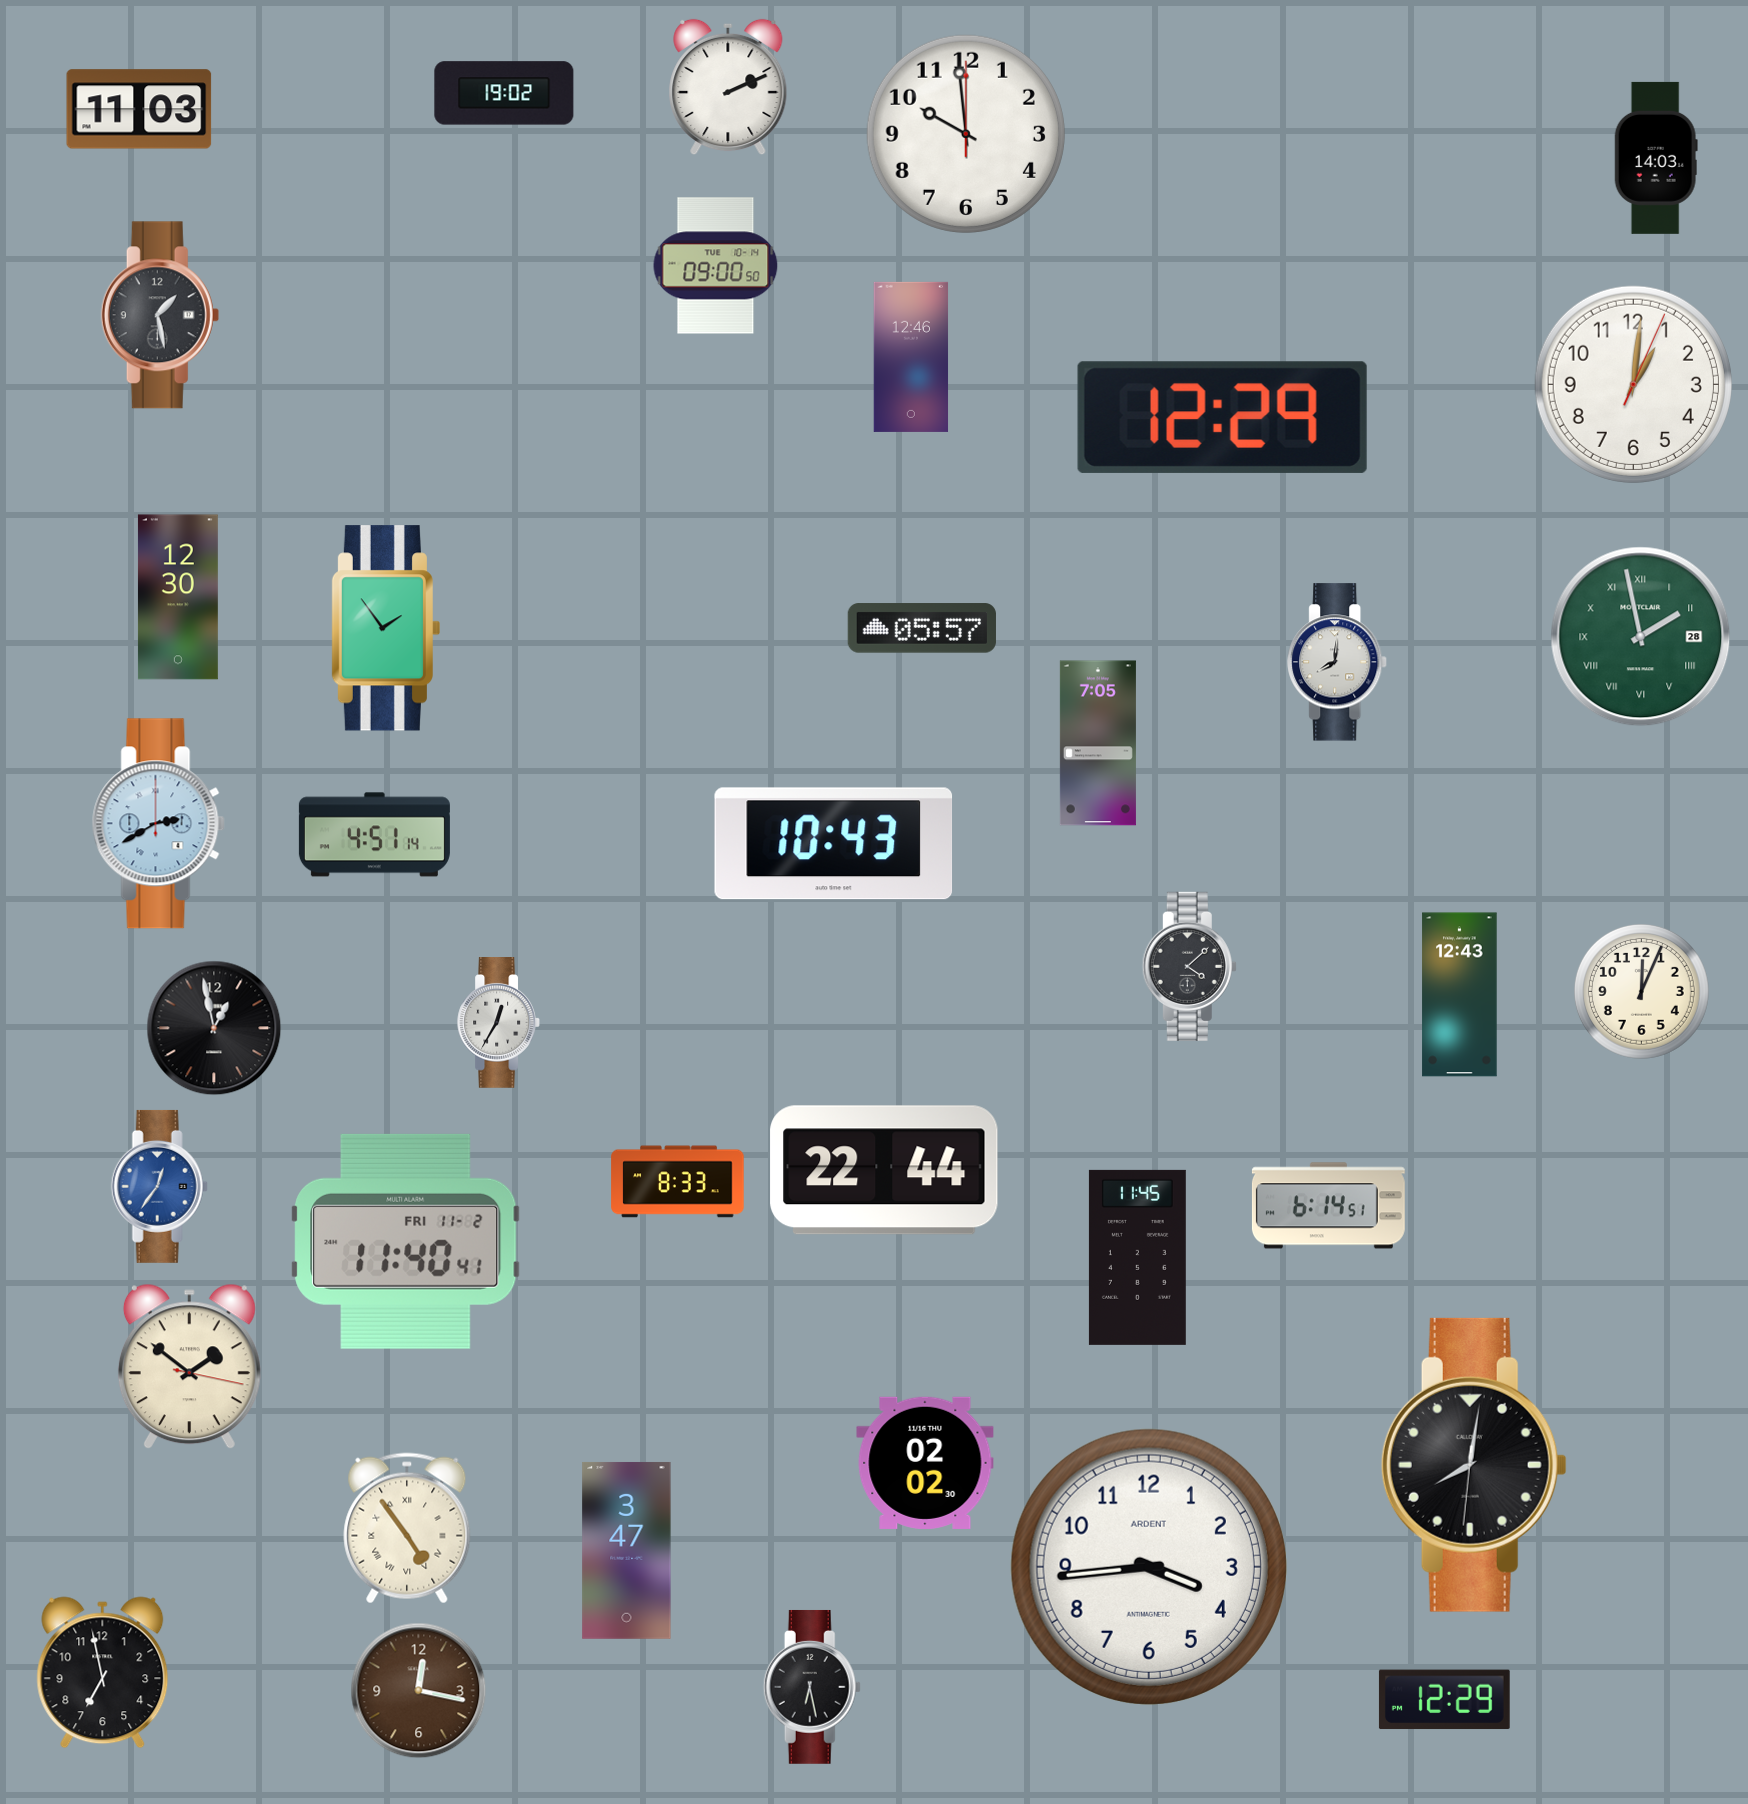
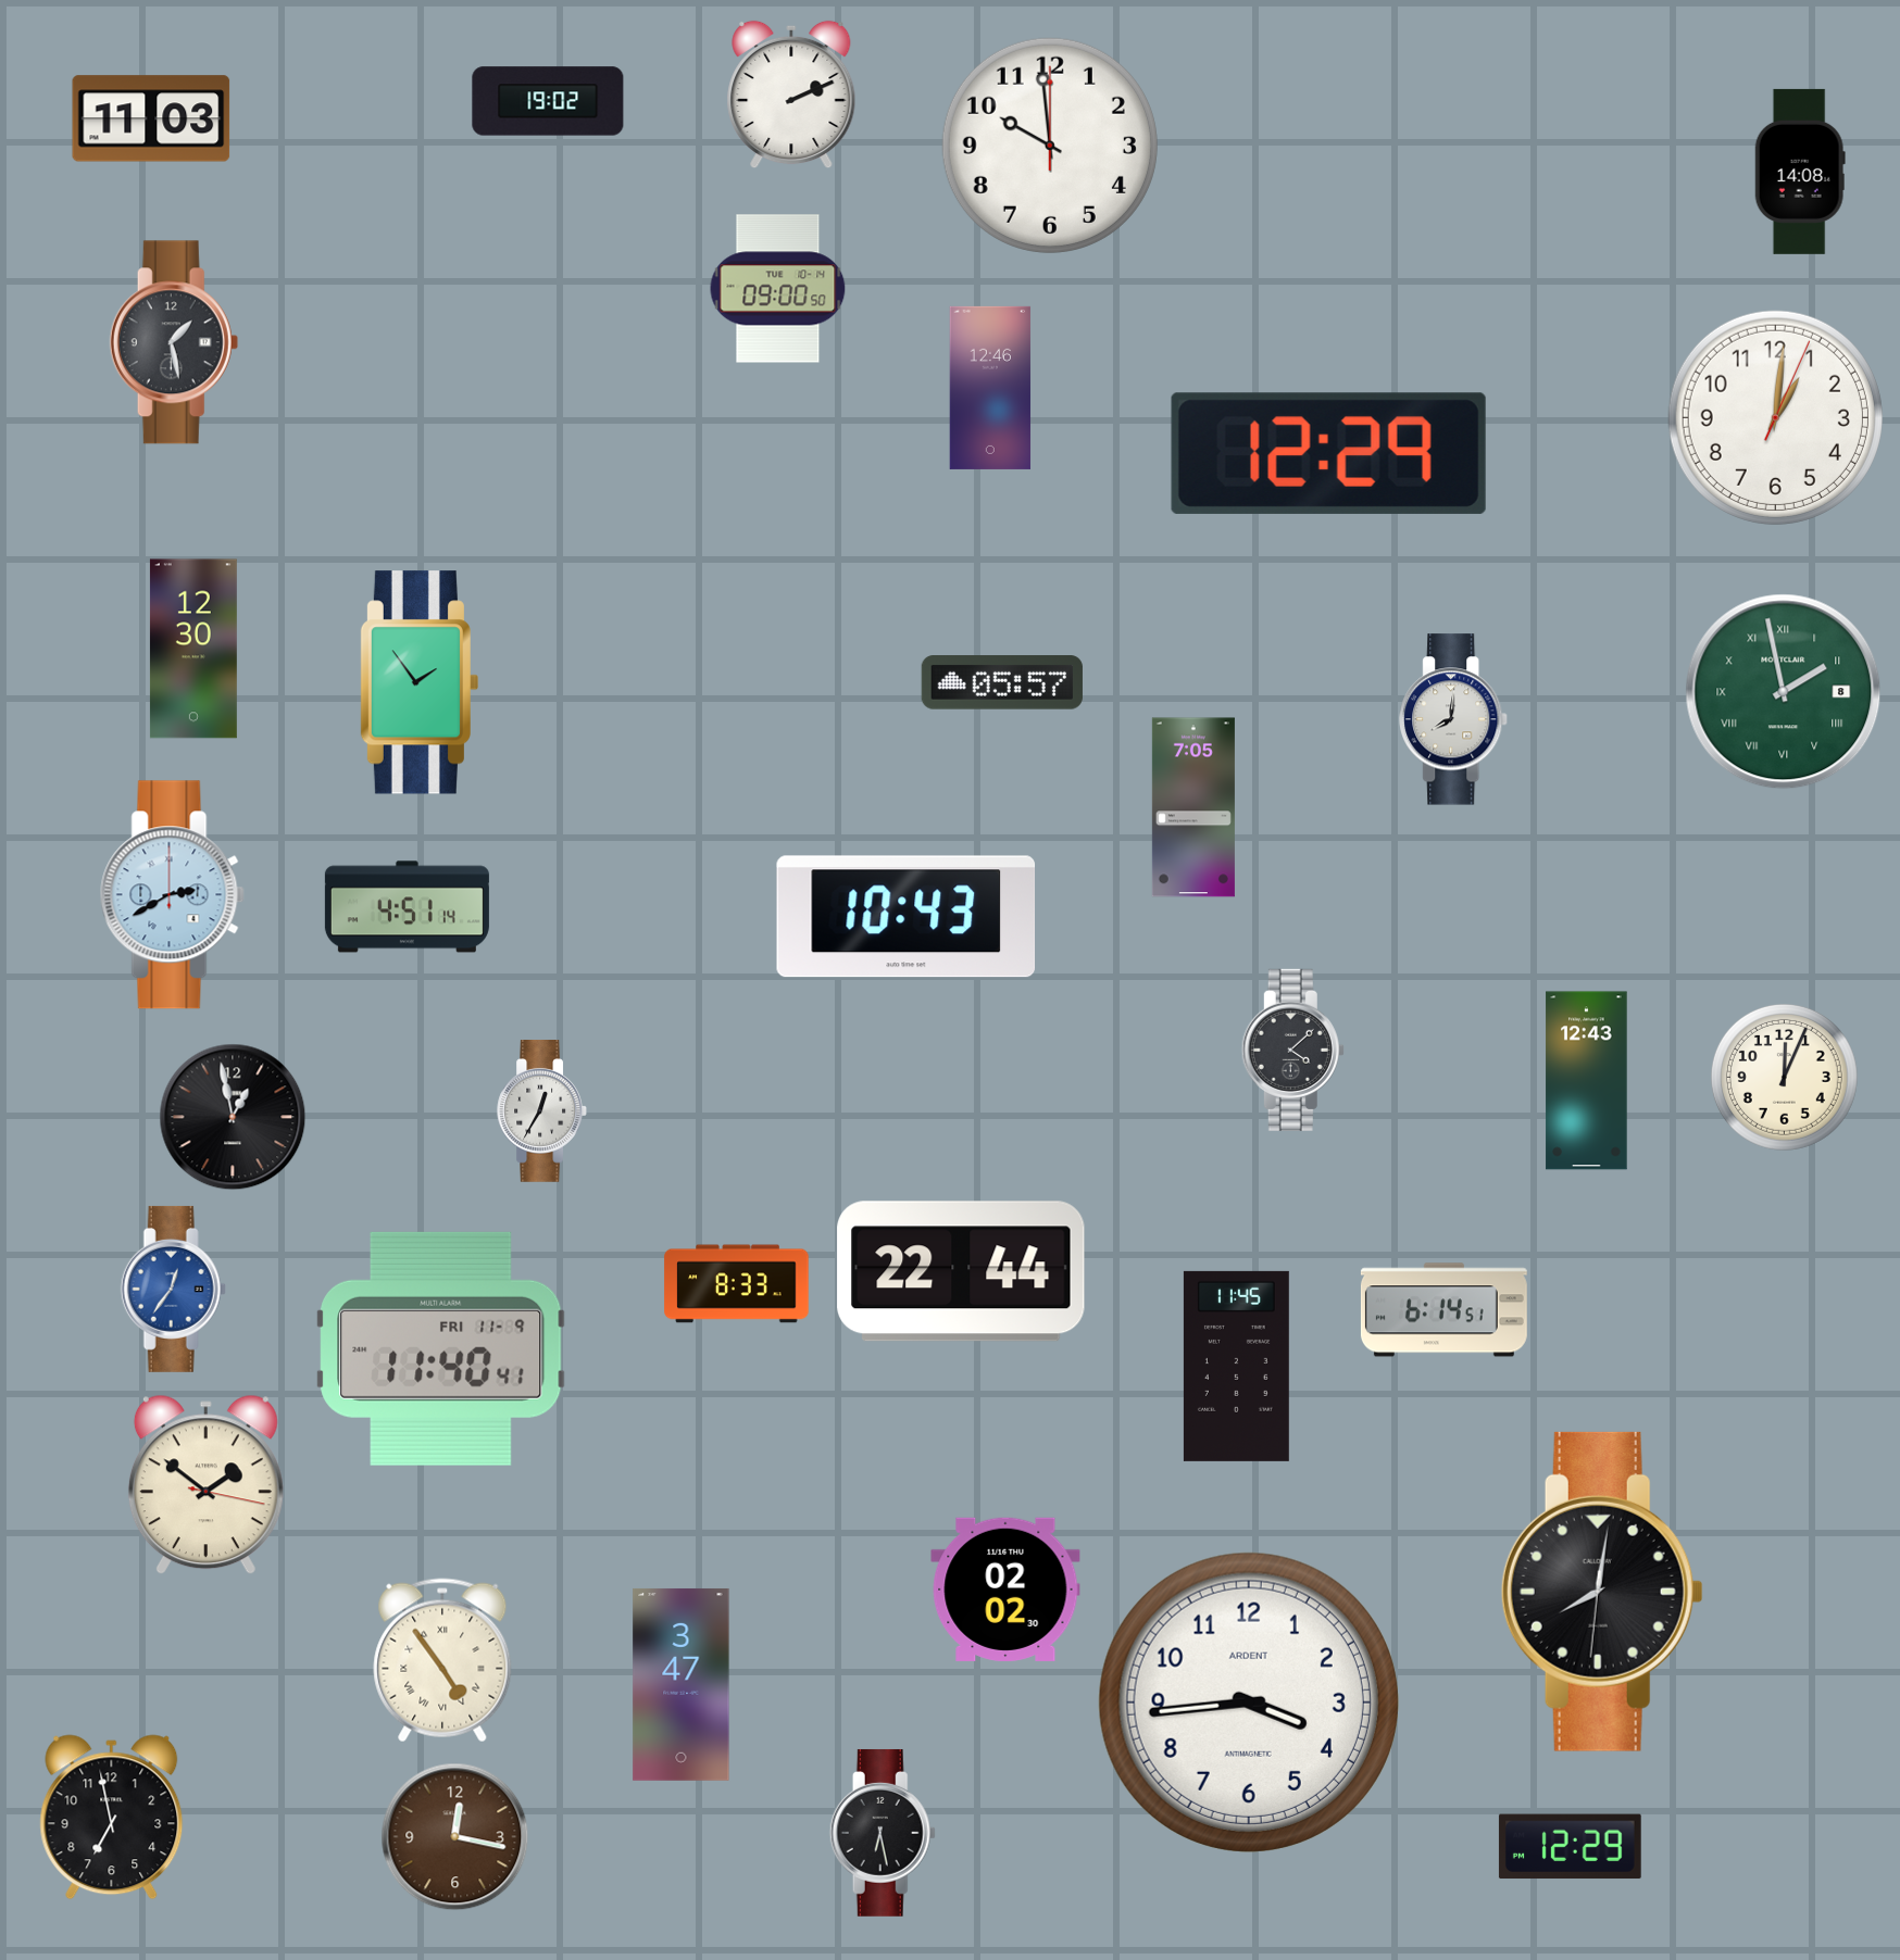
clock at (1656, 158): 14:03 -> 14:08
clock at (1641, 637) date: 28 -> 8
clock at (406, 1241) date: FRI 11-2 -> FRI 11-9
